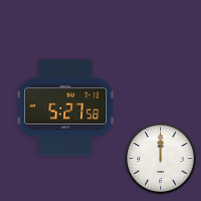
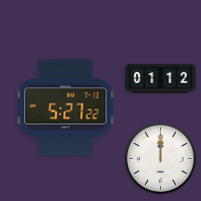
clock at (161, 78): none -> 01:12
clock at (66, 108): 5:27:58 -> 5:27:22
